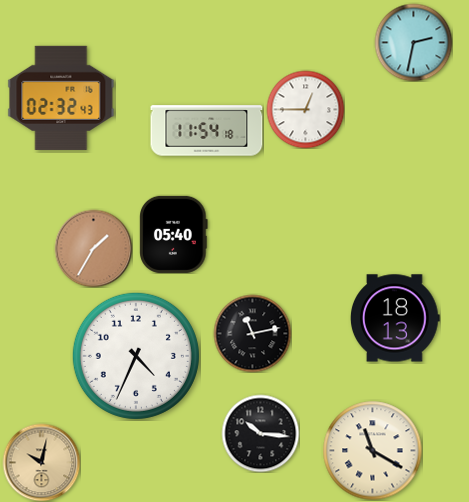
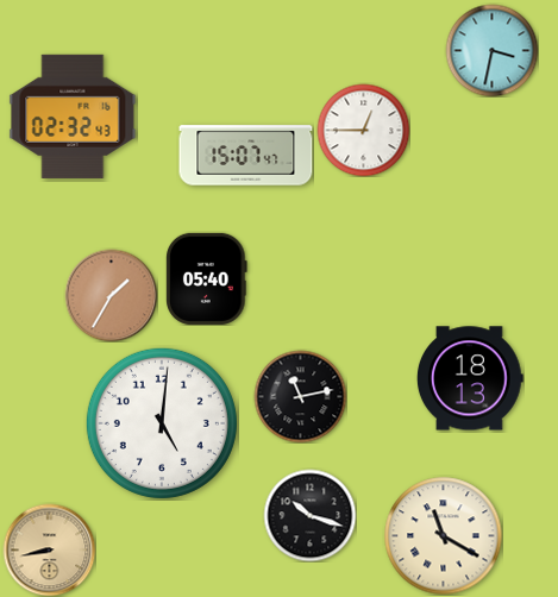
clock at (413, 42): 2:32 -> 3:32
clock at (207, 131): 11:54 -> 15:07
clock at (136, 356): 4:34 -> 5:01
clock at (260, 433): 10:16 -> 10:18
clock at (41, 462): 10:02 -> 8:43
